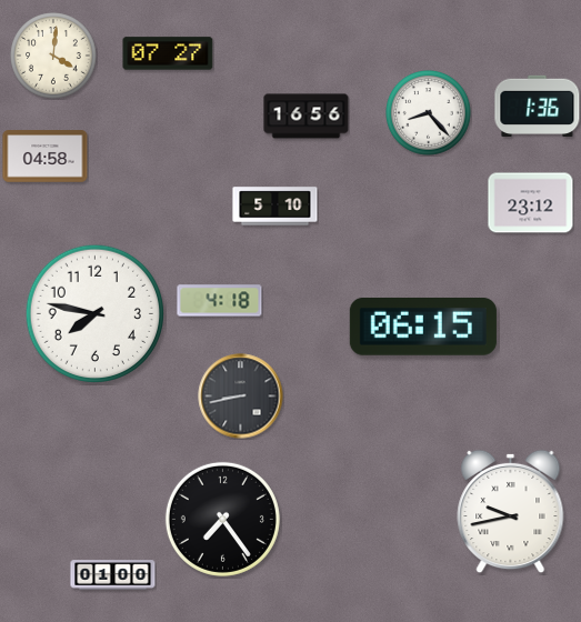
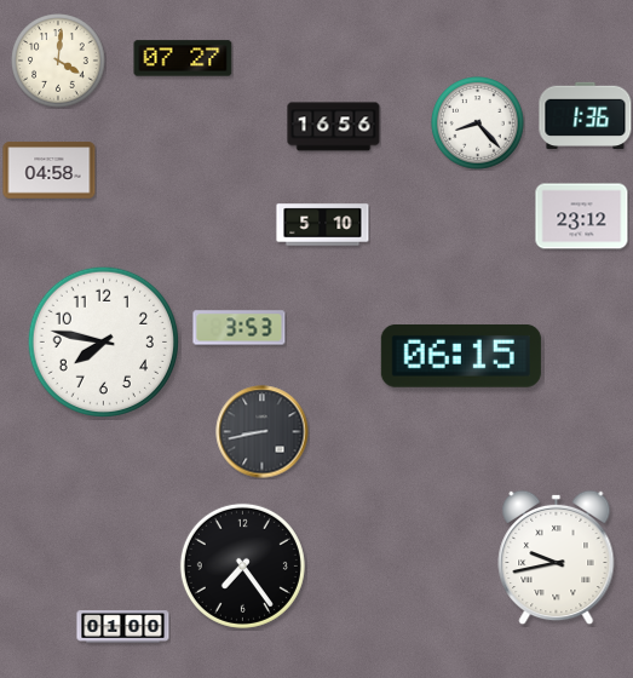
clock at (429, 113) position: (429, 113) -> (478, 123)
clock at (531, 203) position: (531, 203) -> (582, 217)
clock at (276, 207) position: (276, 207) -> (323, 225)
clock at (220, 301): 4:18 -> 3:53
